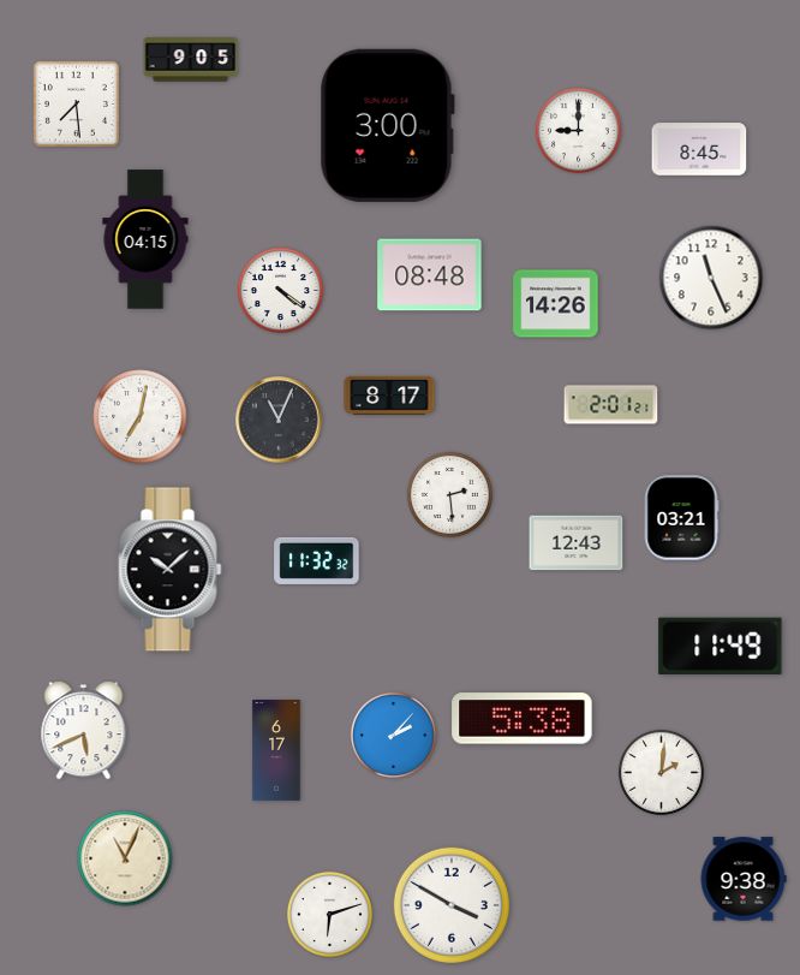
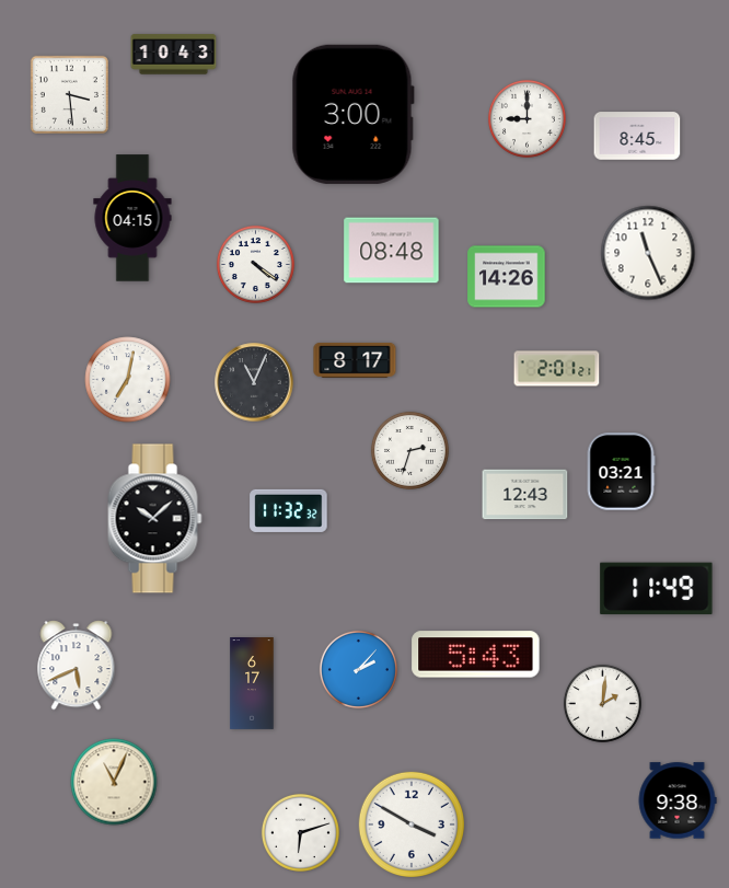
clock at (191, 60): 9:05 -> 10:43
clock at (76, 103): 7:29 -> 3:29
clock at (449, 494): 2:29 -> 2:33
clock at (523, 719): 5:38 -> 5:43
